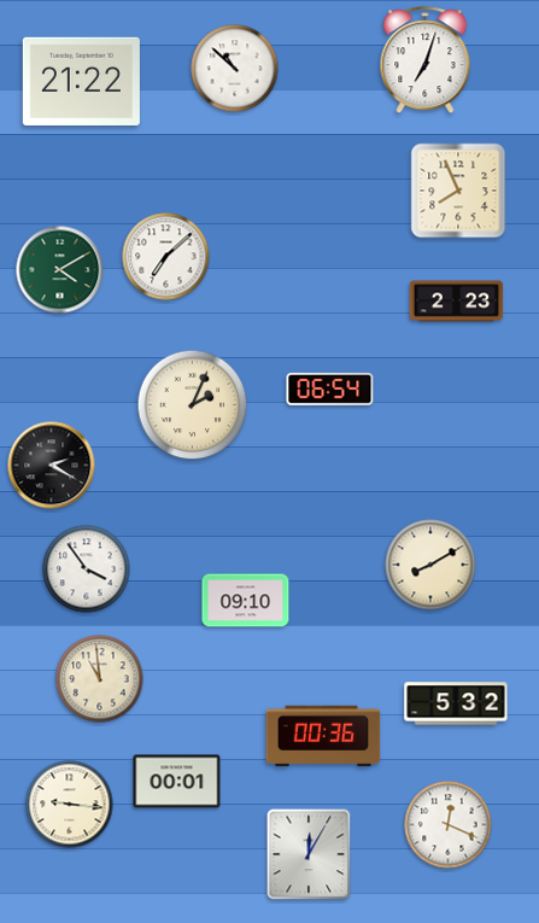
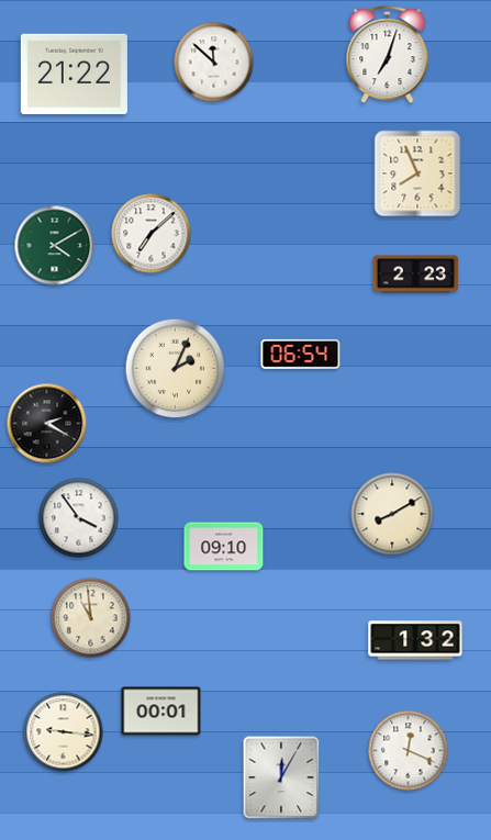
clock at (235, 69): 10:52 -> 11:52
clock at (456, 703): 5:32 -> 1:32
clock at (323, 736): 00:36 -> none
